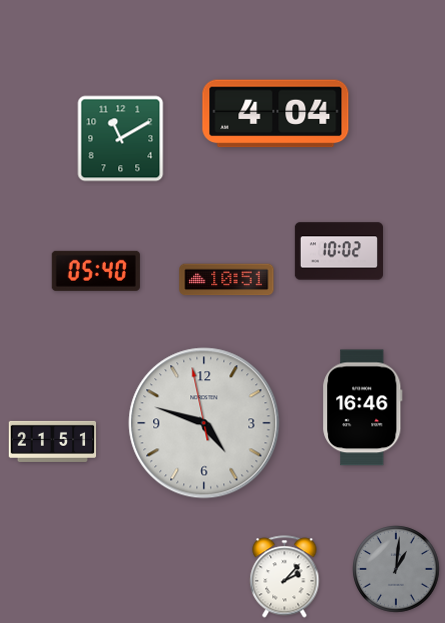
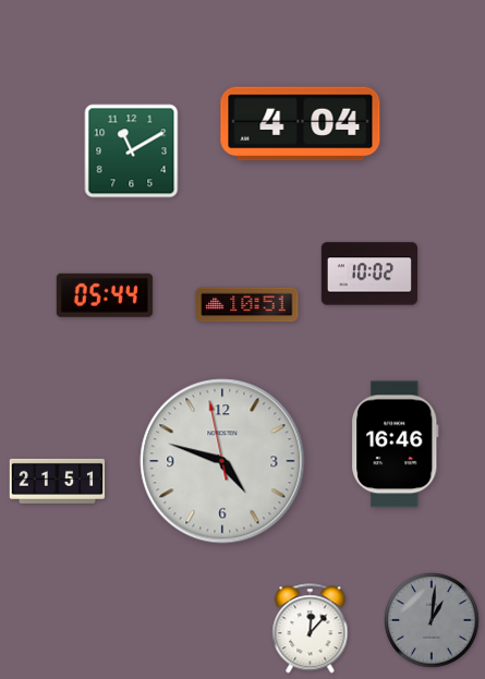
clock at (96, 271): 05:40 -> 05:44
clock at (285, 577): 2:07 -> 12:07
